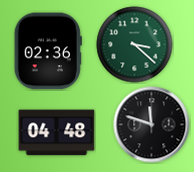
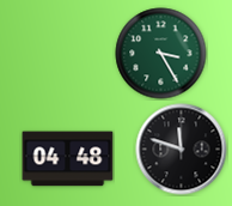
clock at (135, 45): 3:22 -> 3:25
clock at (48, 51): 02:36 -> none
